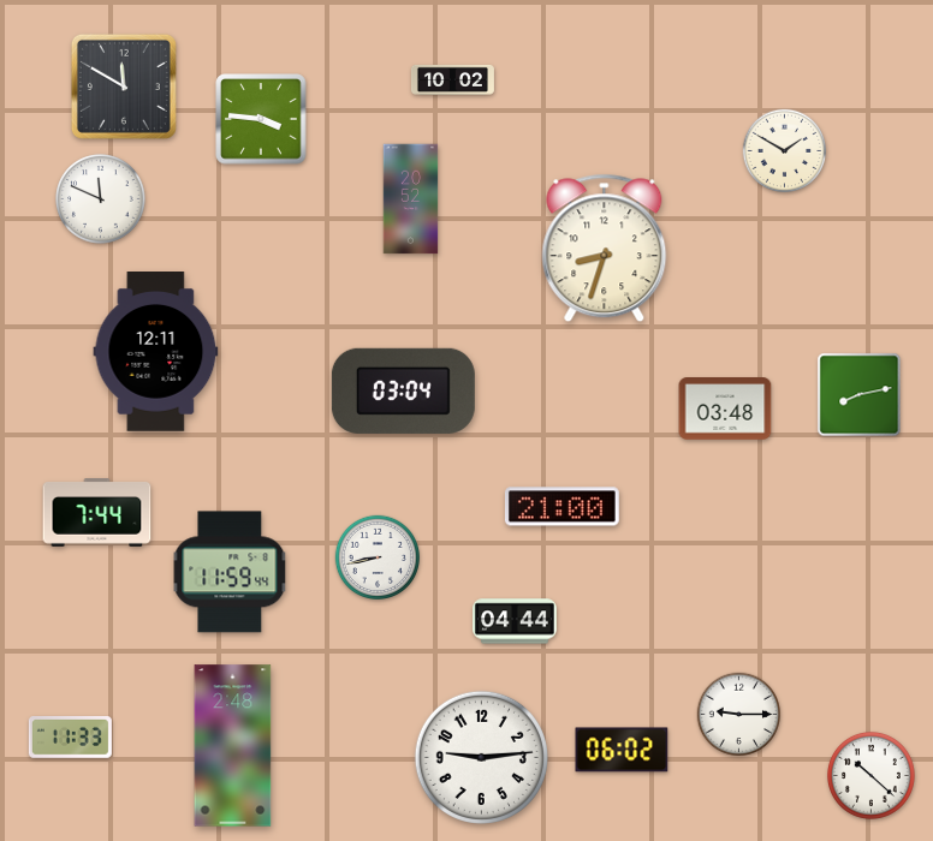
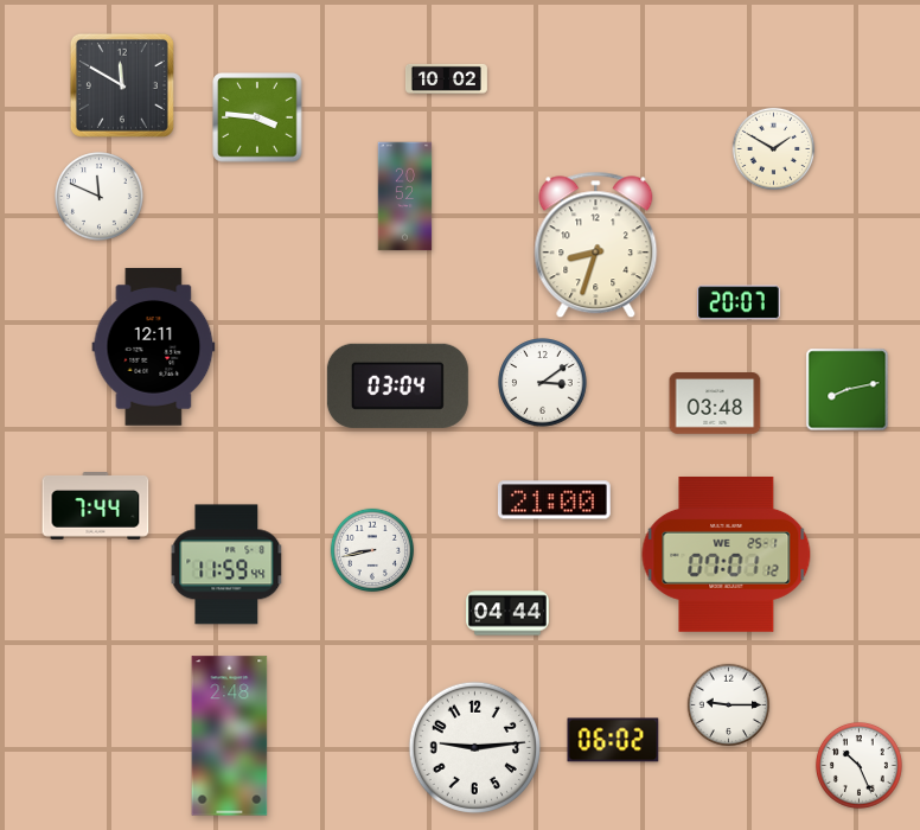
clock at (740, 302): none -> 20:07
clock at (543, 383): none -> 3:09
clock at (727, 554): none -> 07:01
clock at (70, 738): 11:33 -> none
clock at (870, 775): 10:22 -> 10:26
